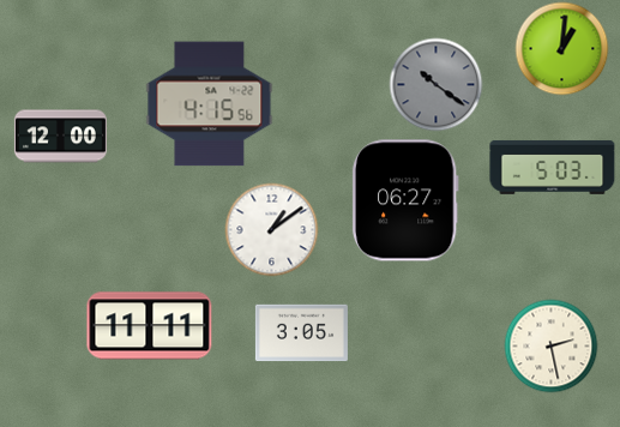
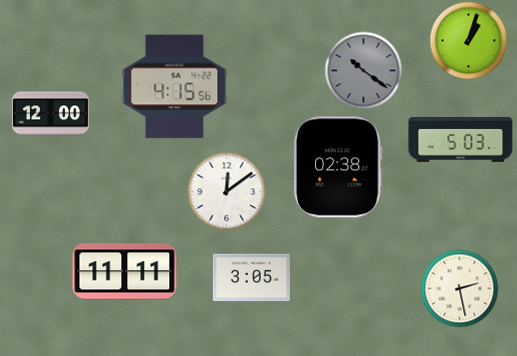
clock at (561, 48): 1:01 -> 1:03
clock at (405, 200): 06:27 -> 02:38
clock at (271, 229): 1:09 -> 12:09
